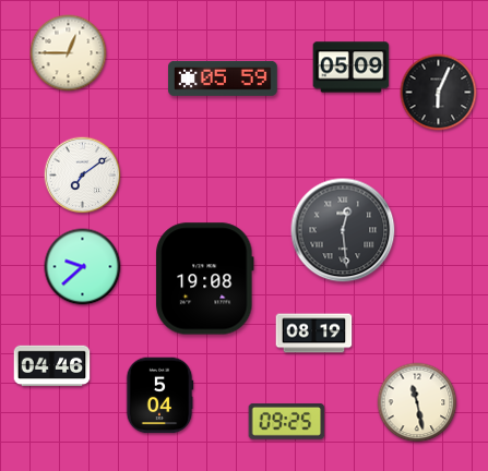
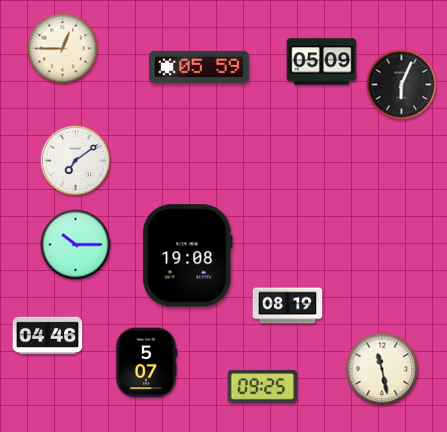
clock at (224, 78) position: (224, 78) -> (200, 67)
clock at (343, 230): 12:29 -> none
clock at (83, 267): 9:38 -> 10:15
clock at (159, 396): 5:04 -> 5:07
